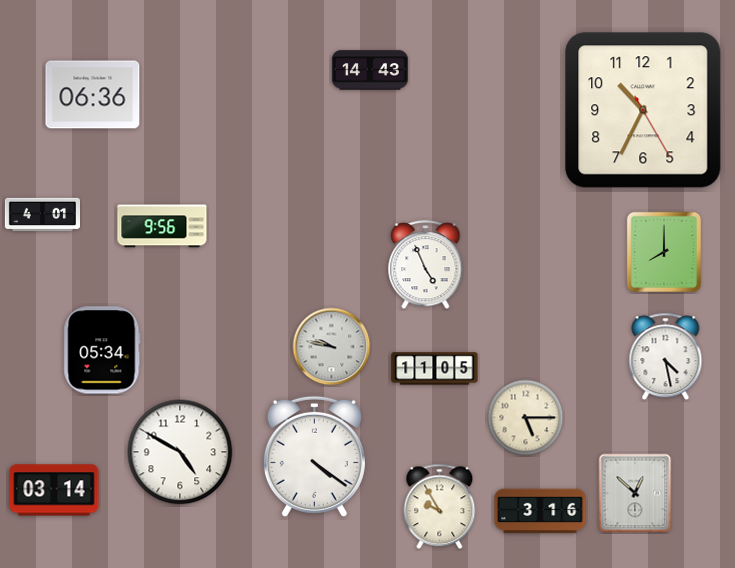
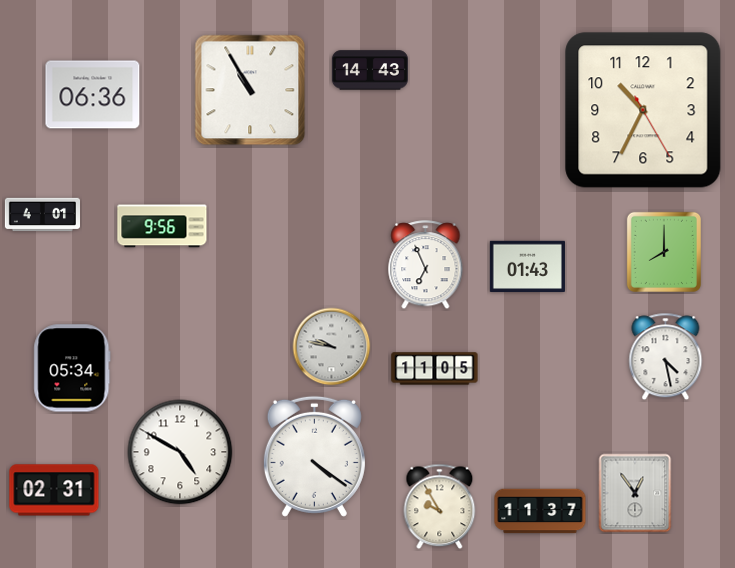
clock at (250, 90): none -> 10:55
clock at (426, 265): 4:56 -> 6:56
clock at (527, 266): none -> 01:43
clock at (102, 350) position: (102, 350) -> (72, 368)
clock at (526, 418): 5:15 -> none
clock at (54, 490): 03:14 -> 02:31
clock at (635, 493): 12:52 -> 12:54
clock at (540, 511): 3:16 -> 11:37
